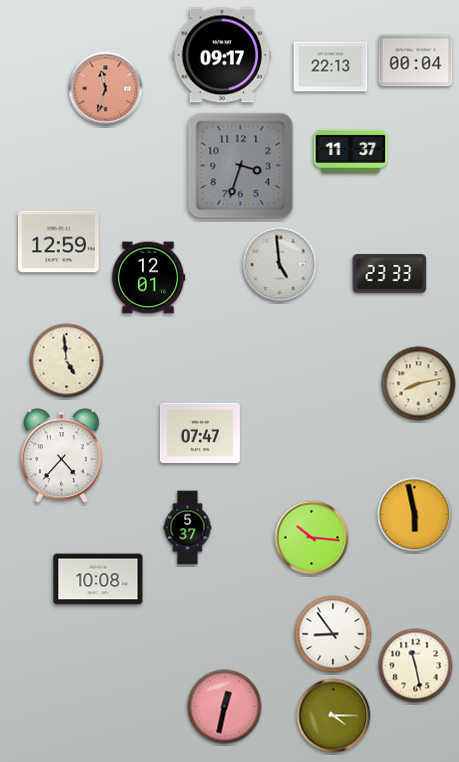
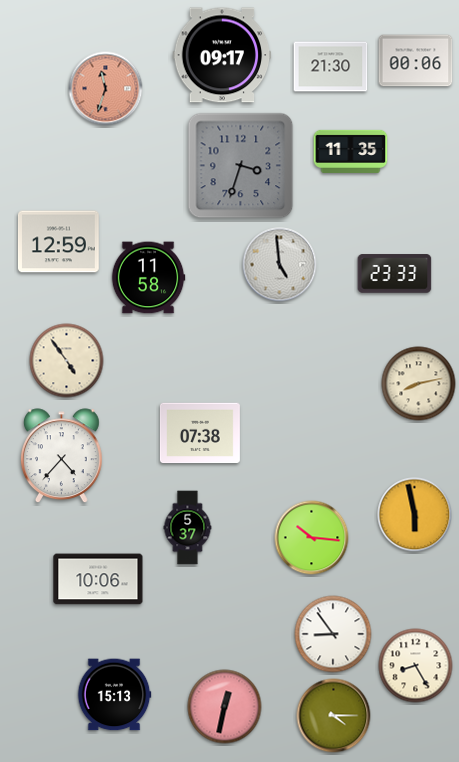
clock at (416, 61): 00:04 -> 00:06
clock at (331, 67): 22:13 -> 21:30
clock at (351, 151): 11:37 -> 11:35
clock at (390, 274) position: (390, 274) -> (395, 274)
clock at (148, 278): 12:01 -> 11:58
clock at (67, 361): 4:59 -> 4:54
clock at (200, 433): 07:47 -> 07:38
clock at (98, 579): 10:08 -> 10:06
clock at (416, 666): 11:28 -> 8:25
clock at (114, 695): none -> 15:13
